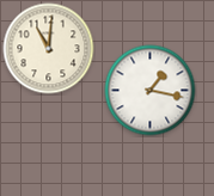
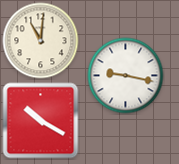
clock at (151, 91): 1:17 -> 9:17
clock at (41, 121): none -> 10:20
